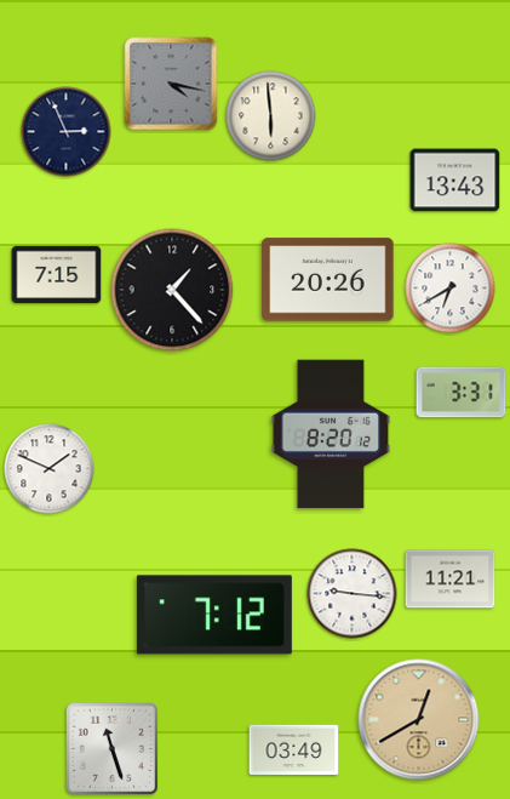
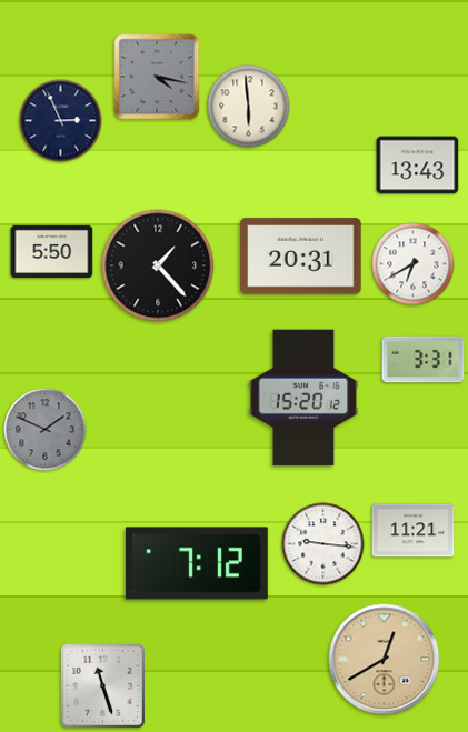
clock at (57, 274): 7:15 -> 5:50
clock at (328, 280): 20:26 -> 20:31
clock at (331, 434): 8:20 -> 15:20
clock at (50, 469) dial: white -> grey
clock at (294, 751): 03:49 -> none
